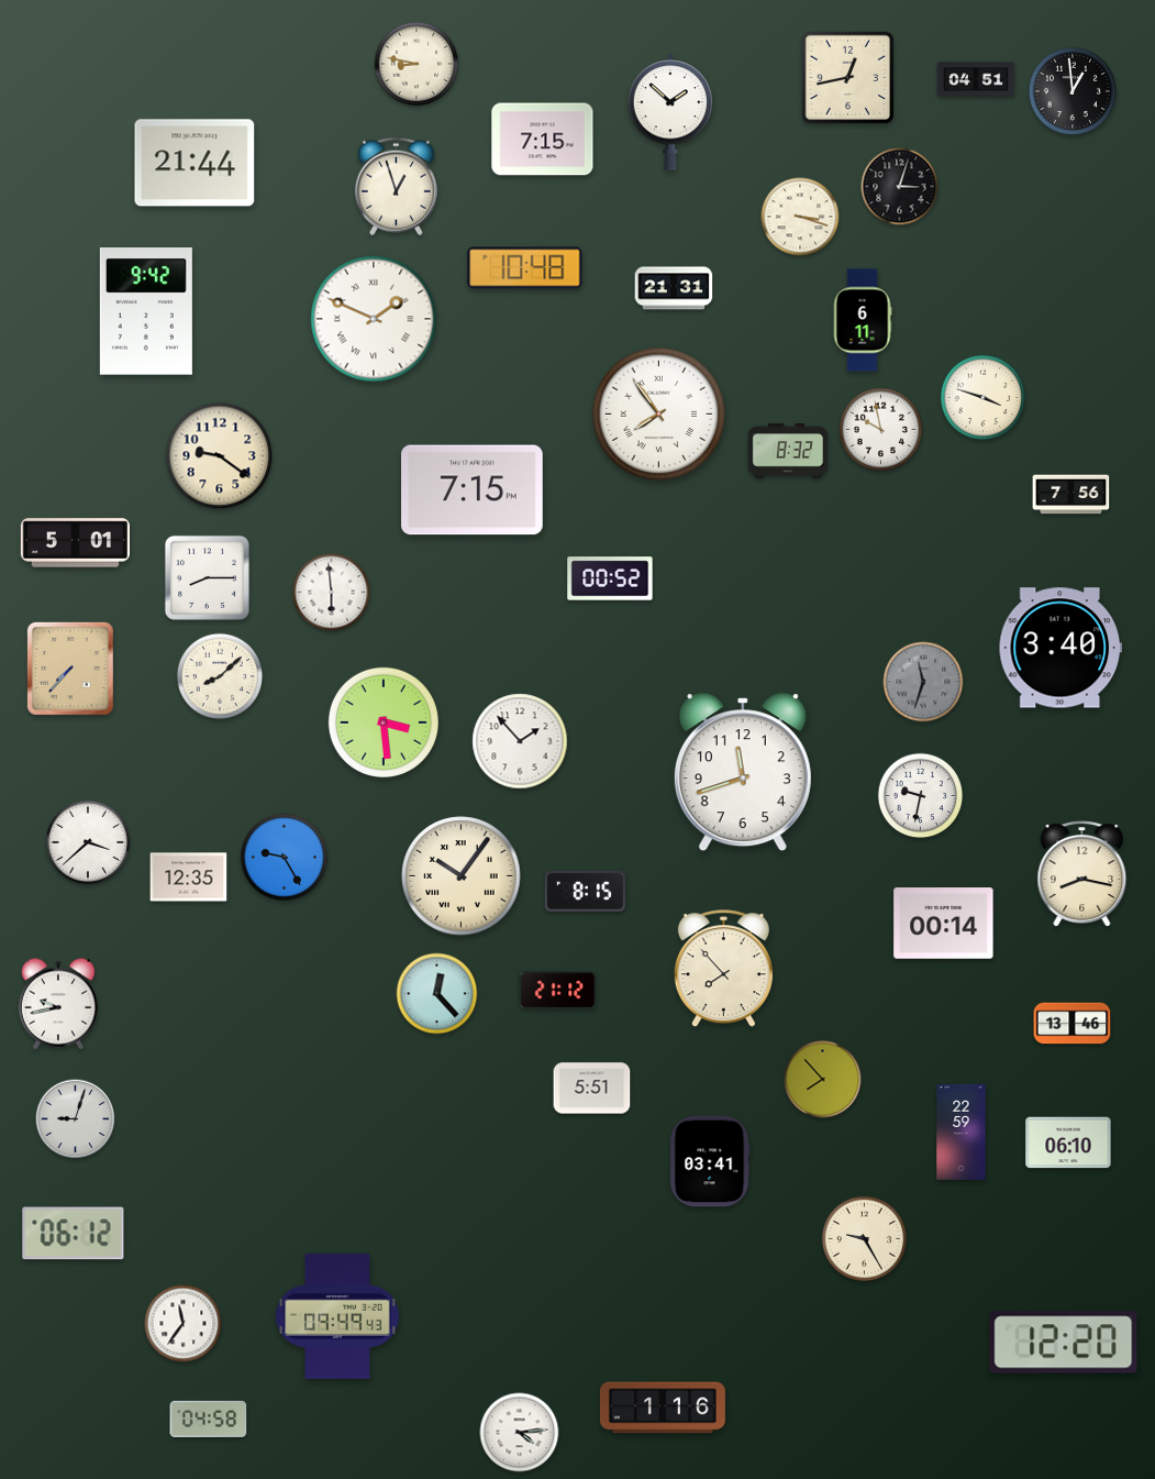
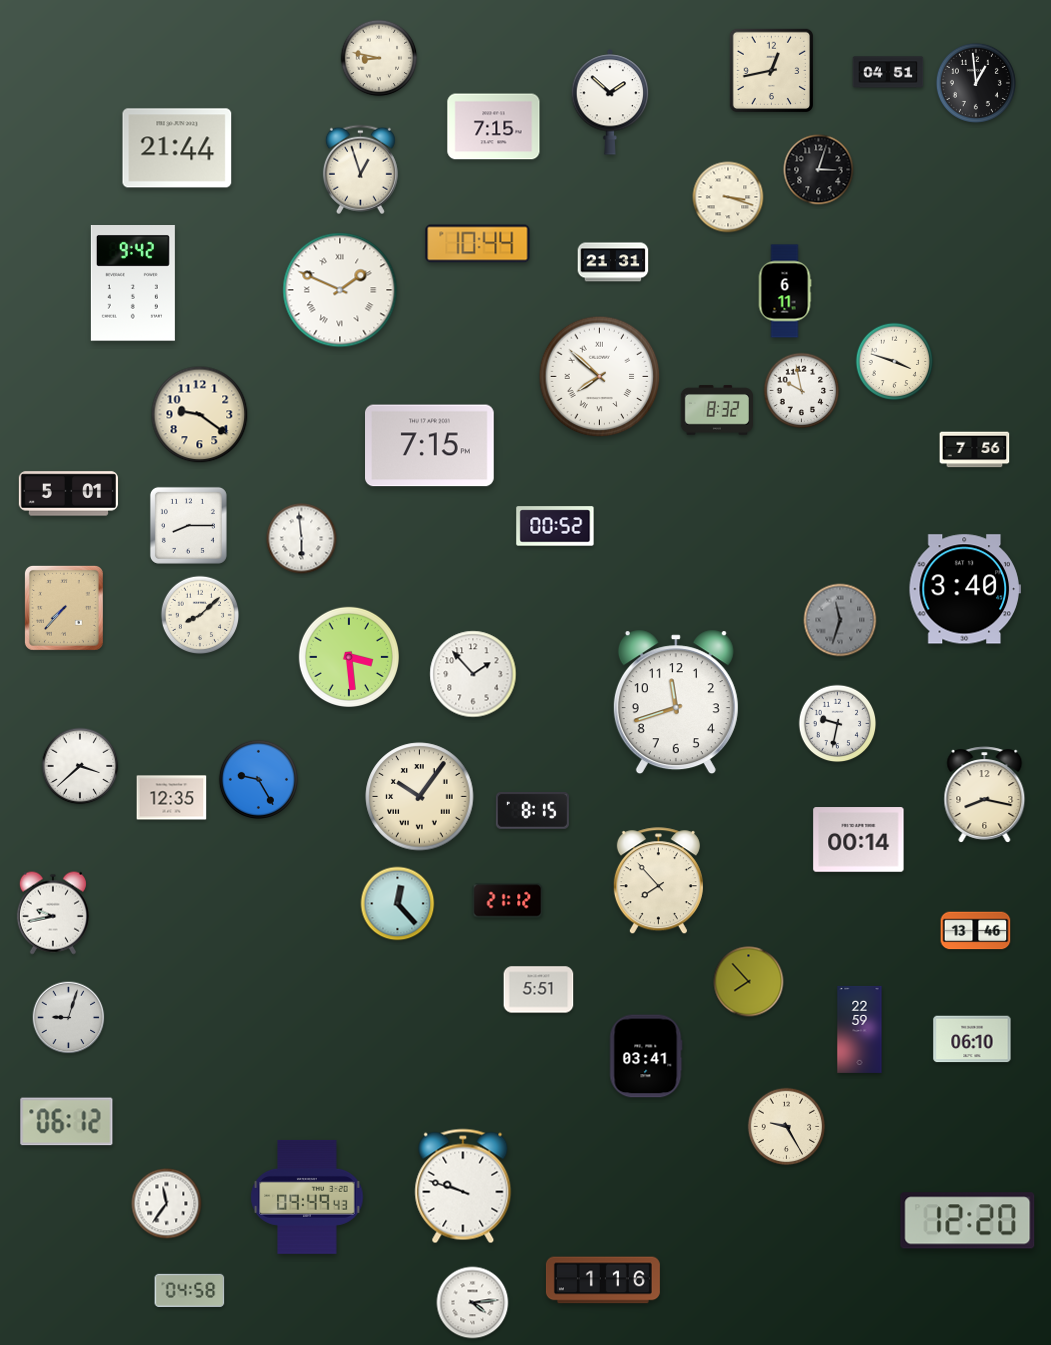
clock at (525, 268): 10:48 -> 10:44
clock at (659, 415): 7:54 -> 7:52
clock at (962, 1132) position: (962, 1132) -> (860, 1029)
clock at (463, 1186): none -> 9:48
